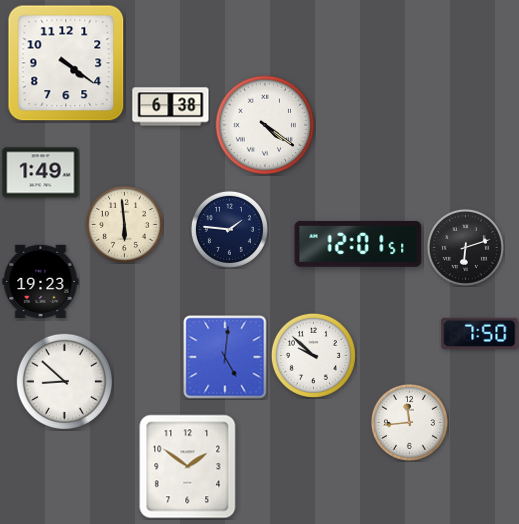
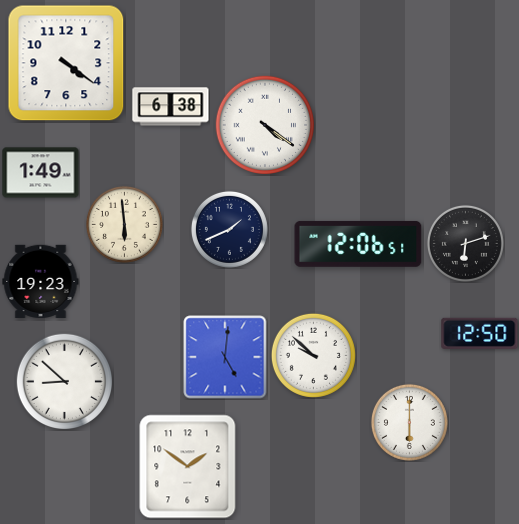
clock at (229, 229): 1:46 -> 1:41
clock at (358, 244): 12:01 -> 12:06
clock at (465, 247) position: (465, 247) -> (465, 243)
clock at (480, 333): 7:50 -> 12:50
clock at (409, 422): 11:44 -> 6:00
